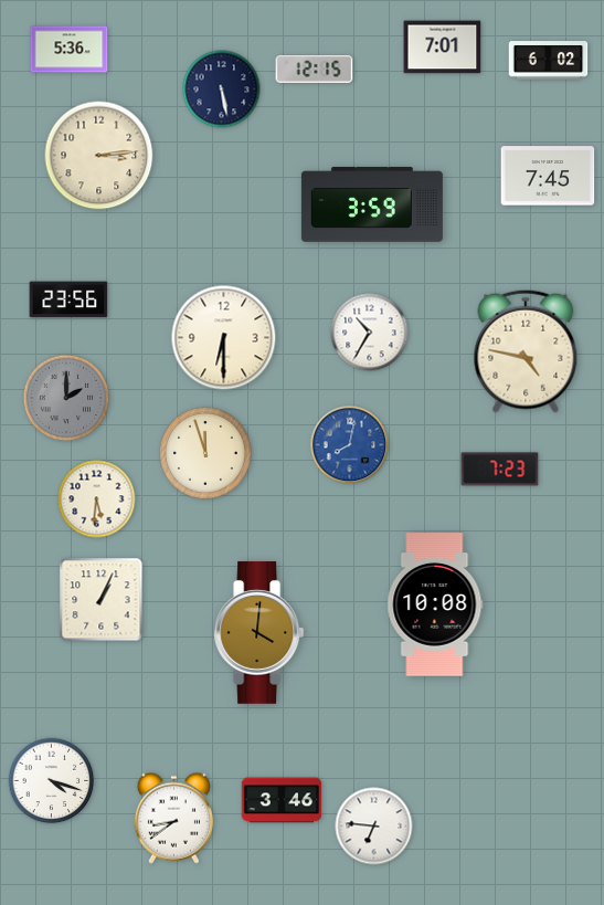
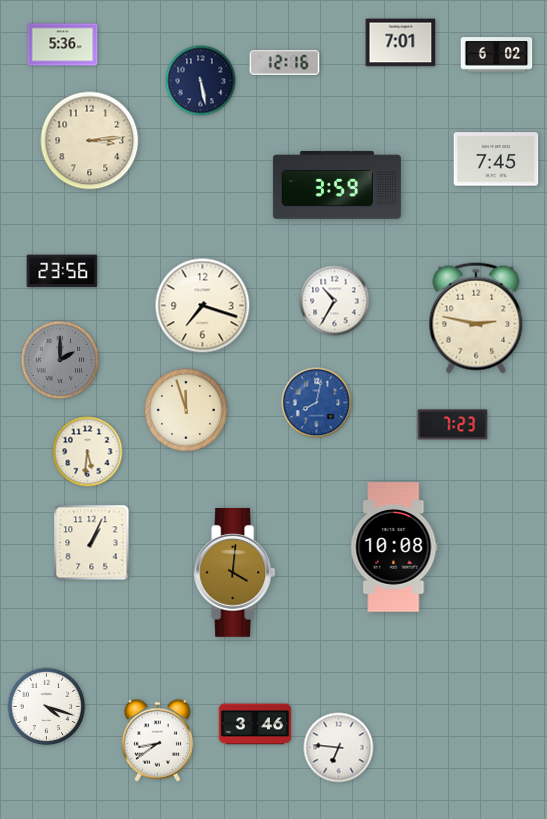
clock at (315, 69): 12:15 -> 12:16
clock at (224, 338): 6:30 -> 7:18
clock at (526, 351): 4:47 -> 2:47
